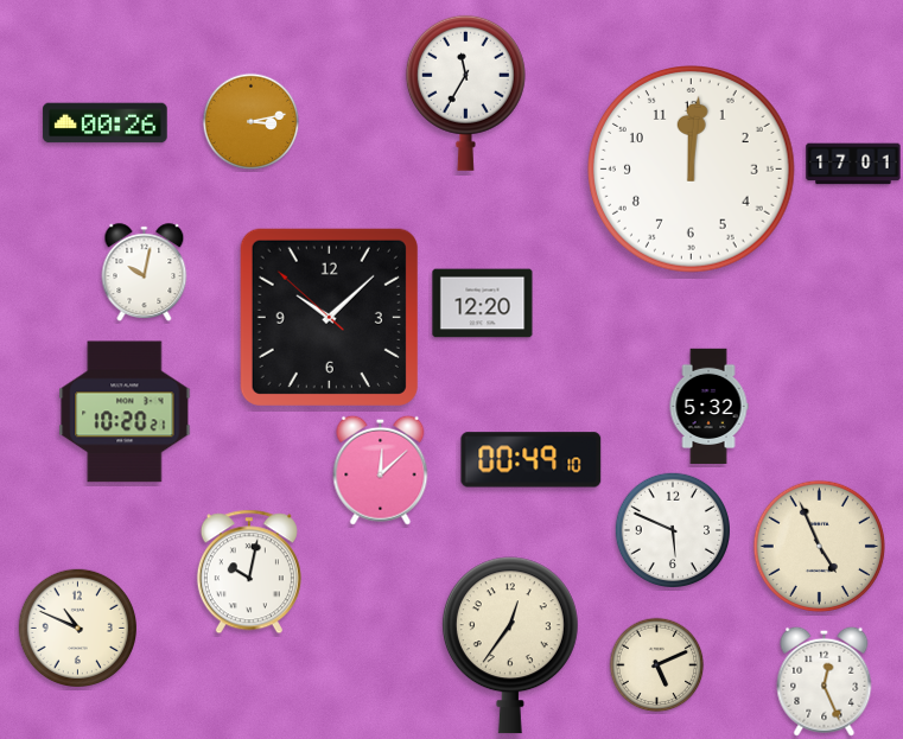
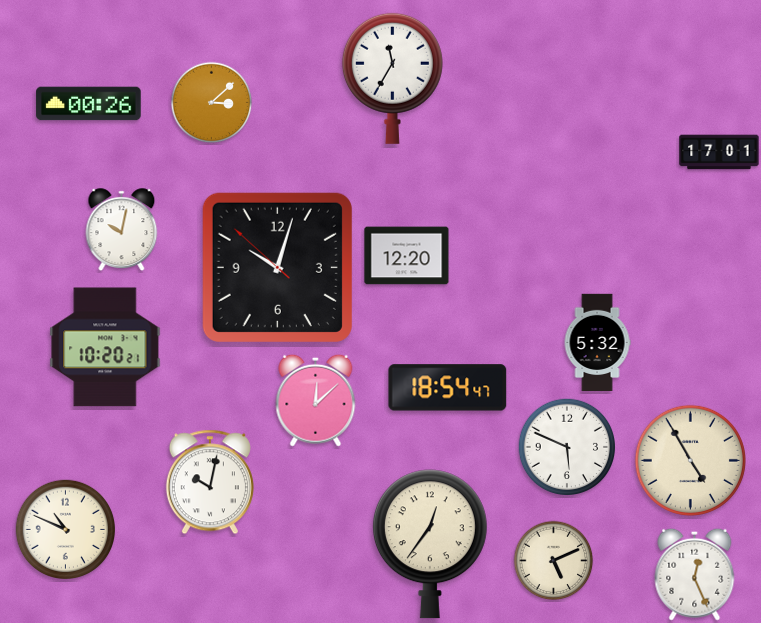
clock at (252, 122): 3:13 -> 3:08
clock at (853, 164) position: (853, 164) -> (719, 152)
clock at (692, 170): 12:01 -> none
clock at (329, 317): 10:07 -> 10:02
clock at (532, 460): 00:49 -> 18:54
clock at (381, 470) position: (381, 470) -> (316, 400)
clock at (819, 546): 4:56 -> 4:55
